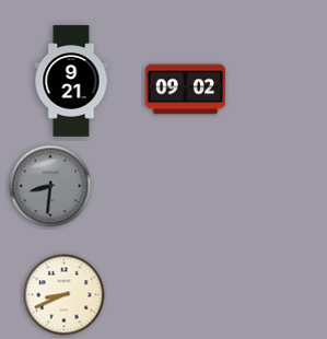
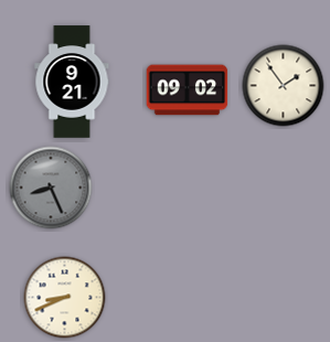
clock at (284, 86): none -> 1:54
clock at (50, 186): 8:31 -> 8:26
